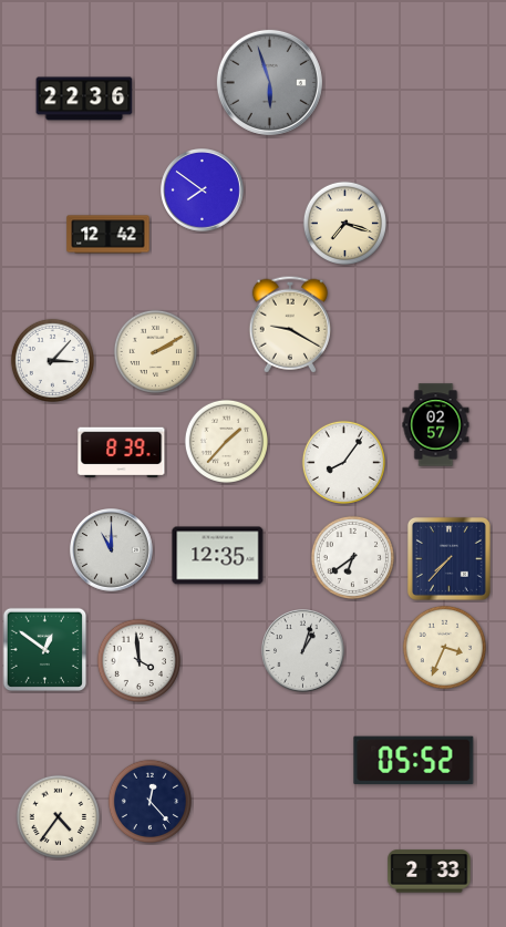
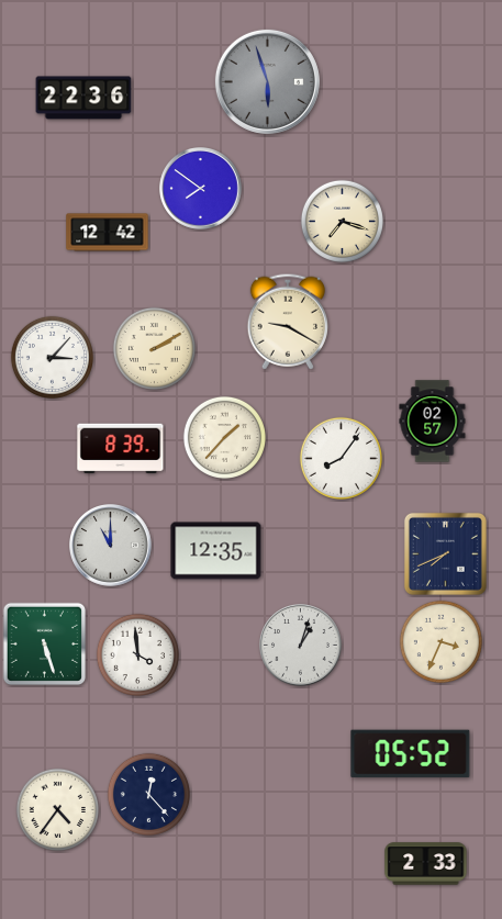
clock at (352, 557): 6:39 -> none
clock at (448, 558): 7:37 -> 7:41
clock at (45, 650): 12:51 -> 5:27
